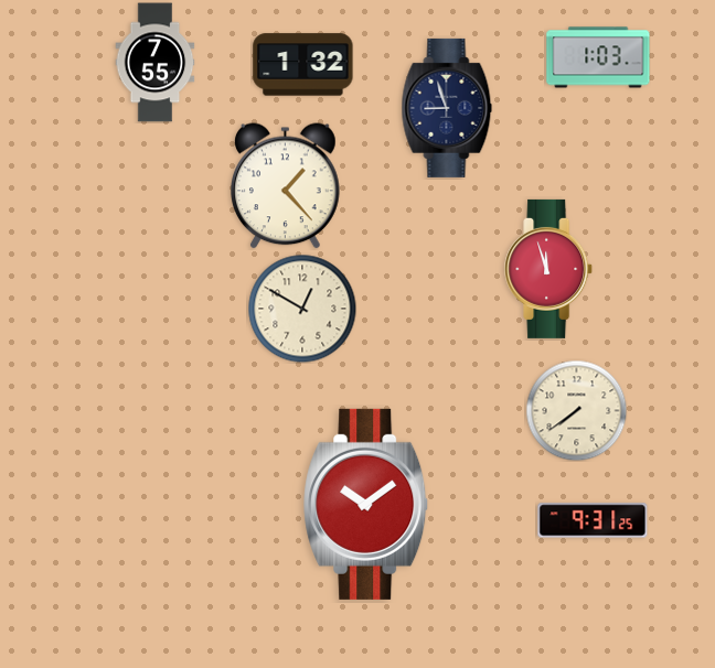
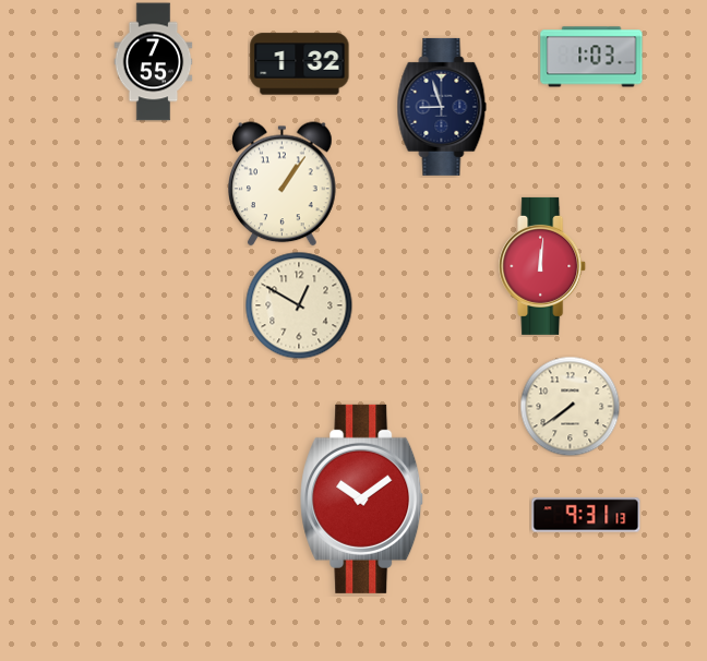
clock at (286, 186): 1:23 -> 1:06
clock at (549, 269): 11:57 -> 12:01
clock at (593, 520): 9:31:25 -> 9:31:13
